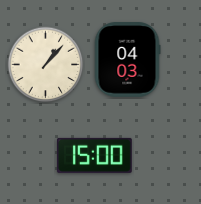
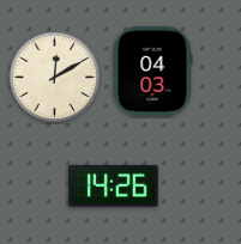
clock at (46, 65): 1:07 -> 12:10
clock at (95, 155): 15:00 -> 14:26
